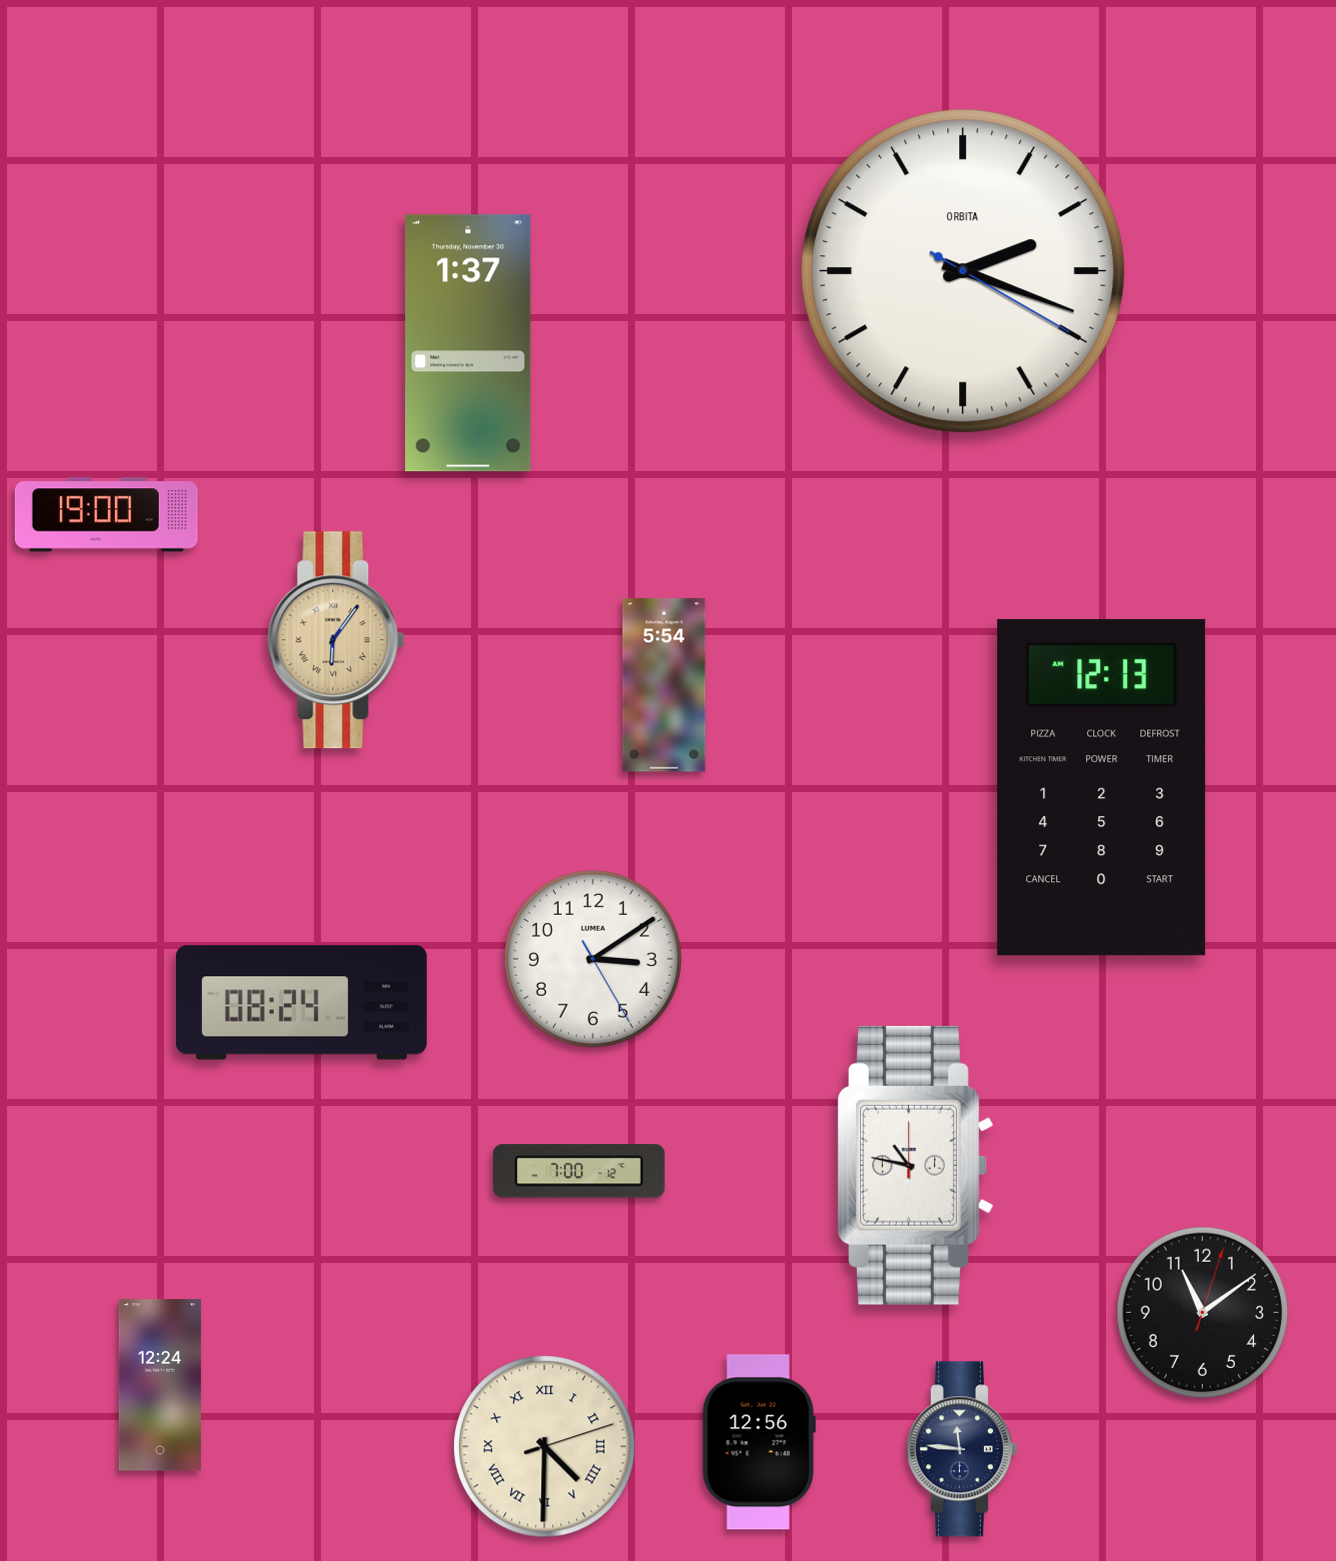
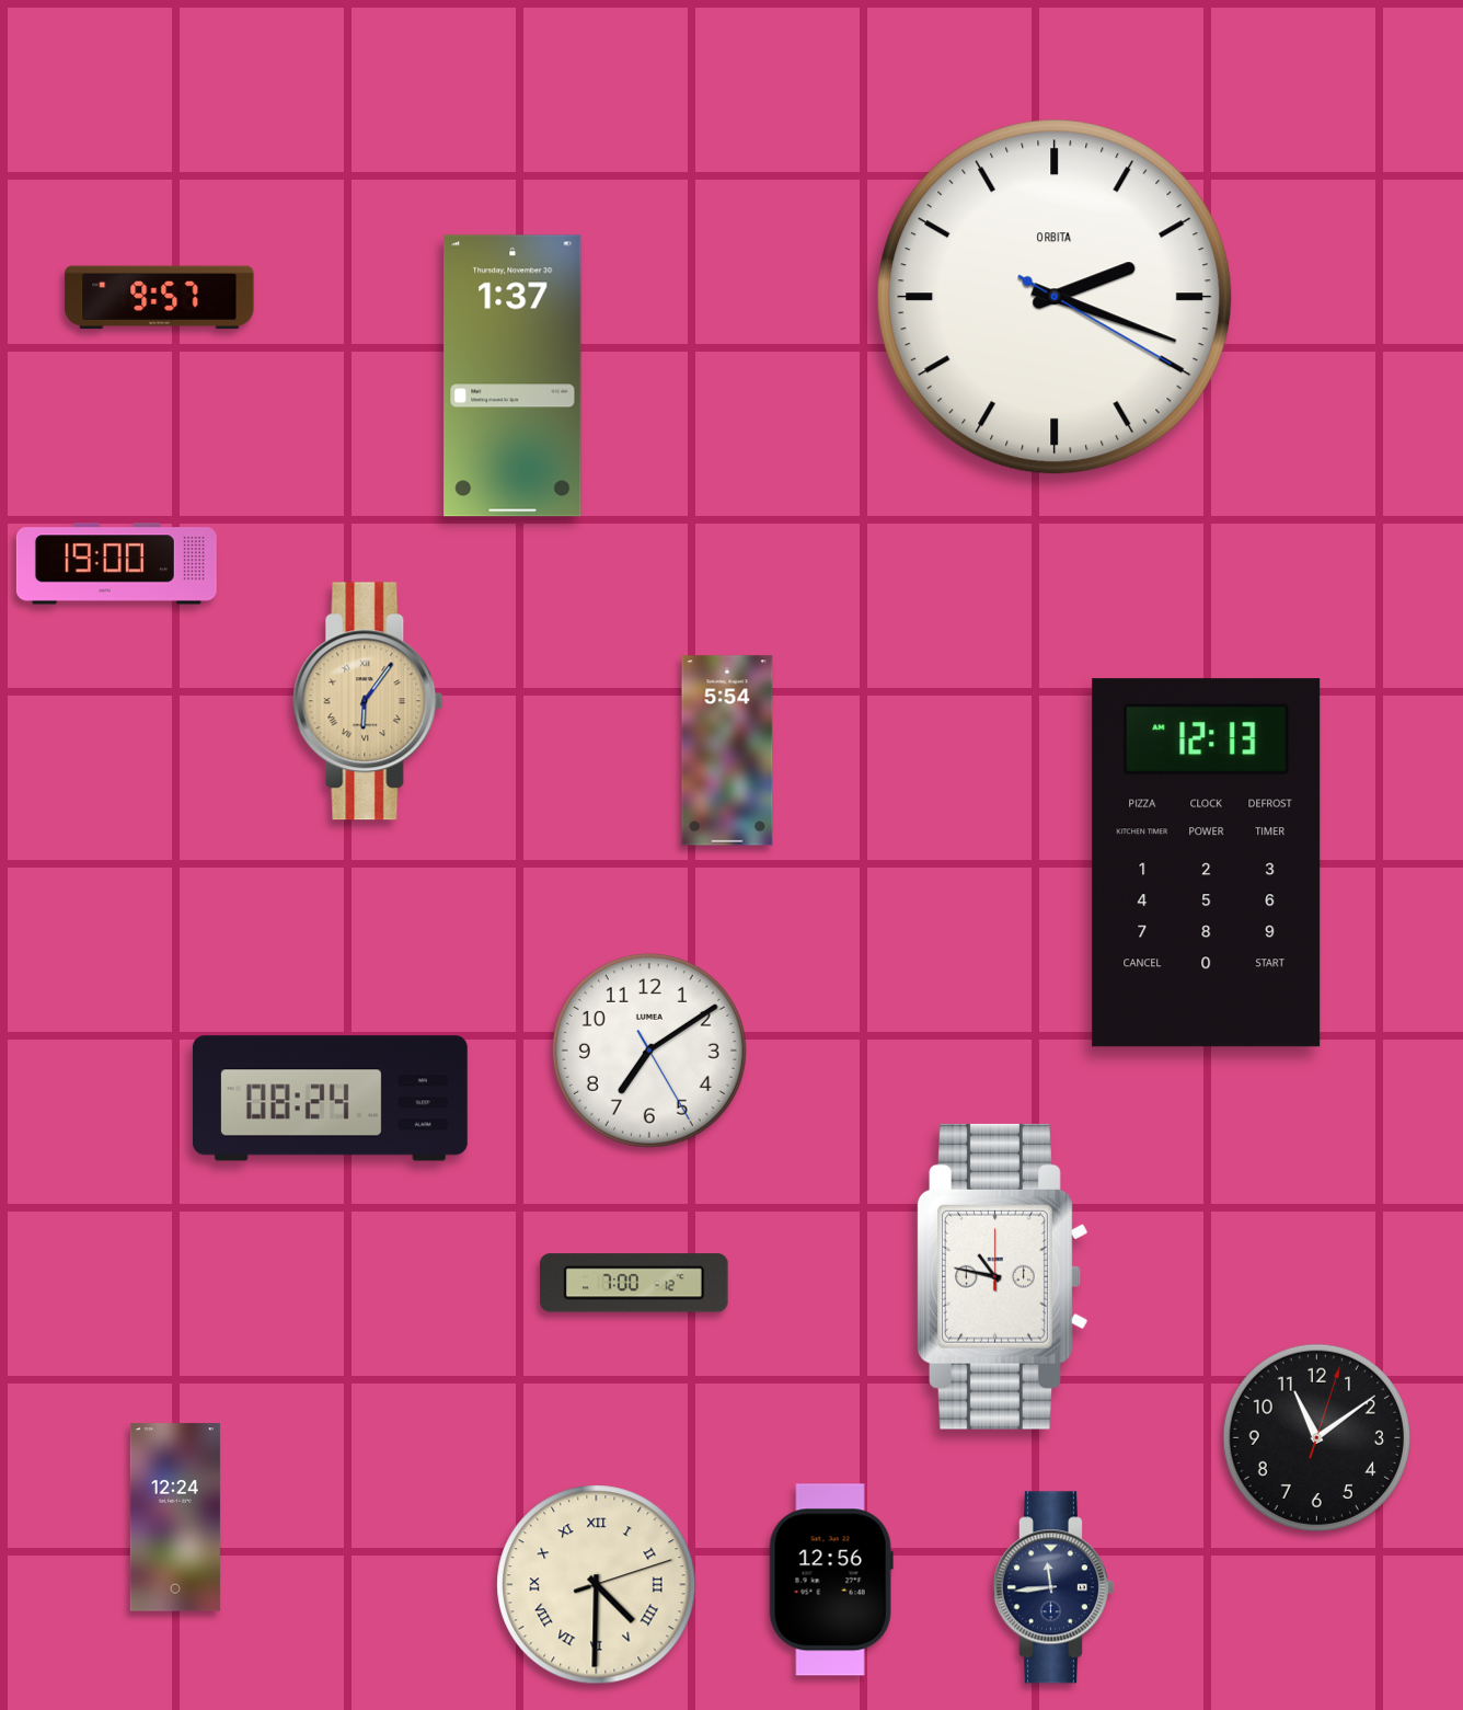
clock at (160, 298): none -> 9:57
clock at (593, 959): 3:09 -> 7:09
clock at (961, 1449): 11:46 -> 11:44
